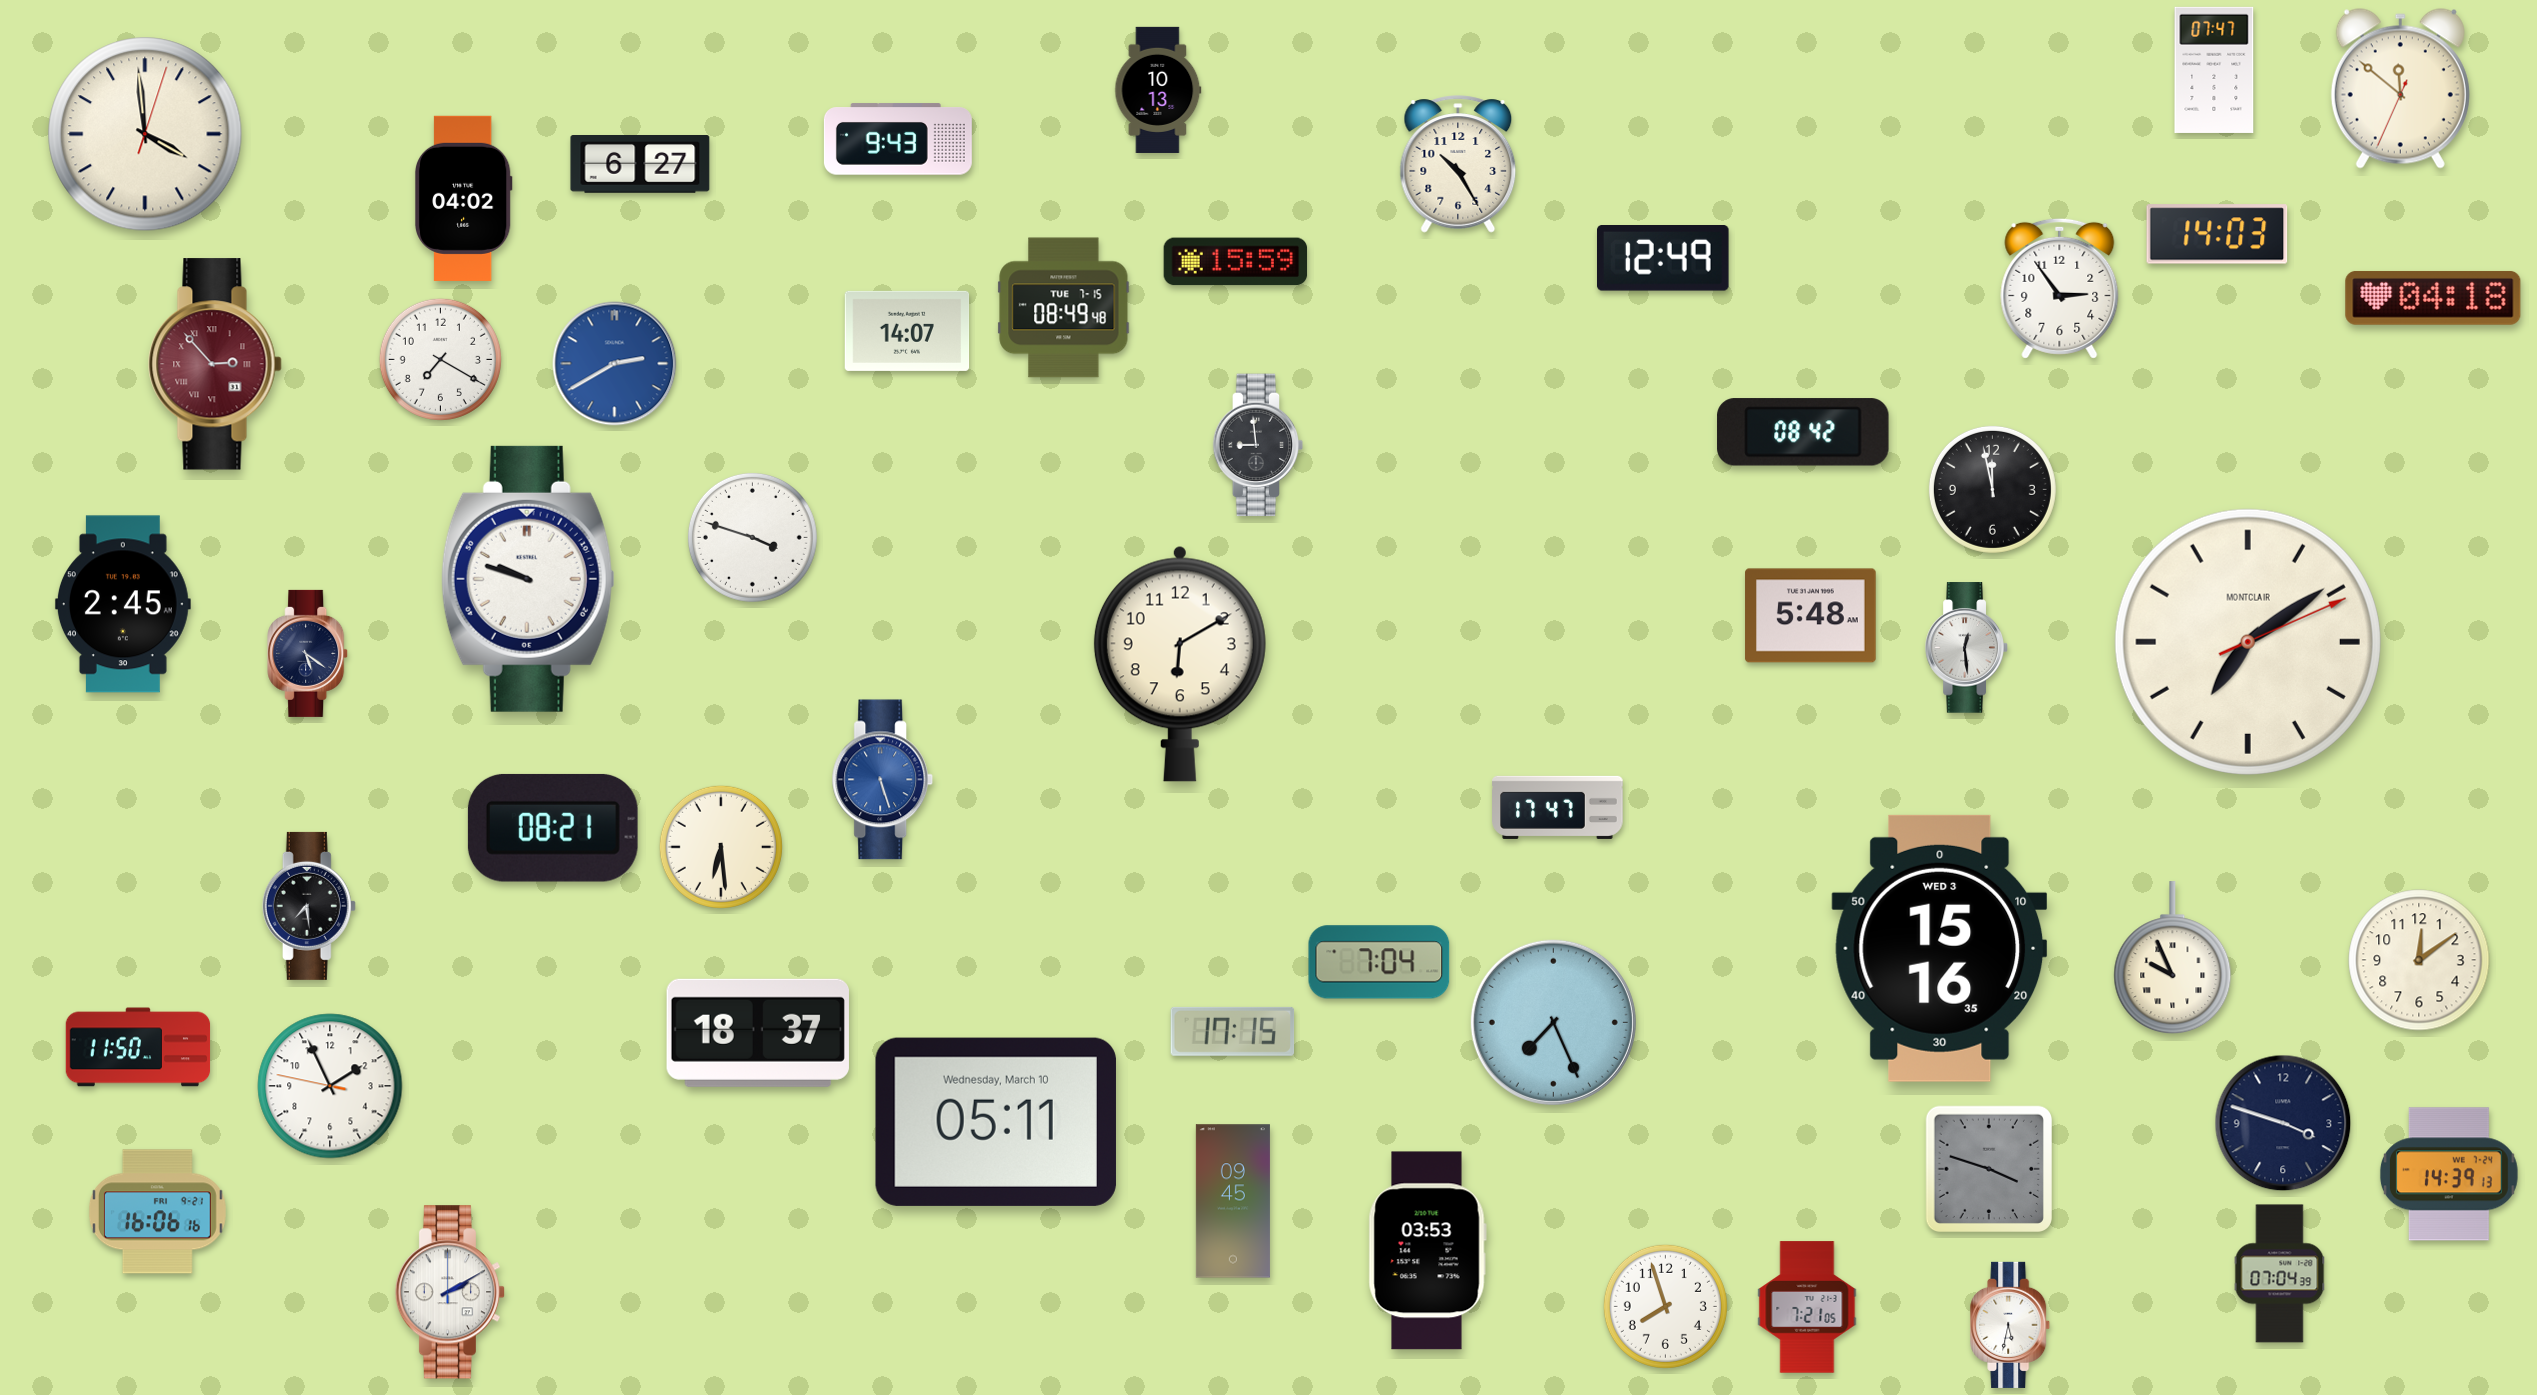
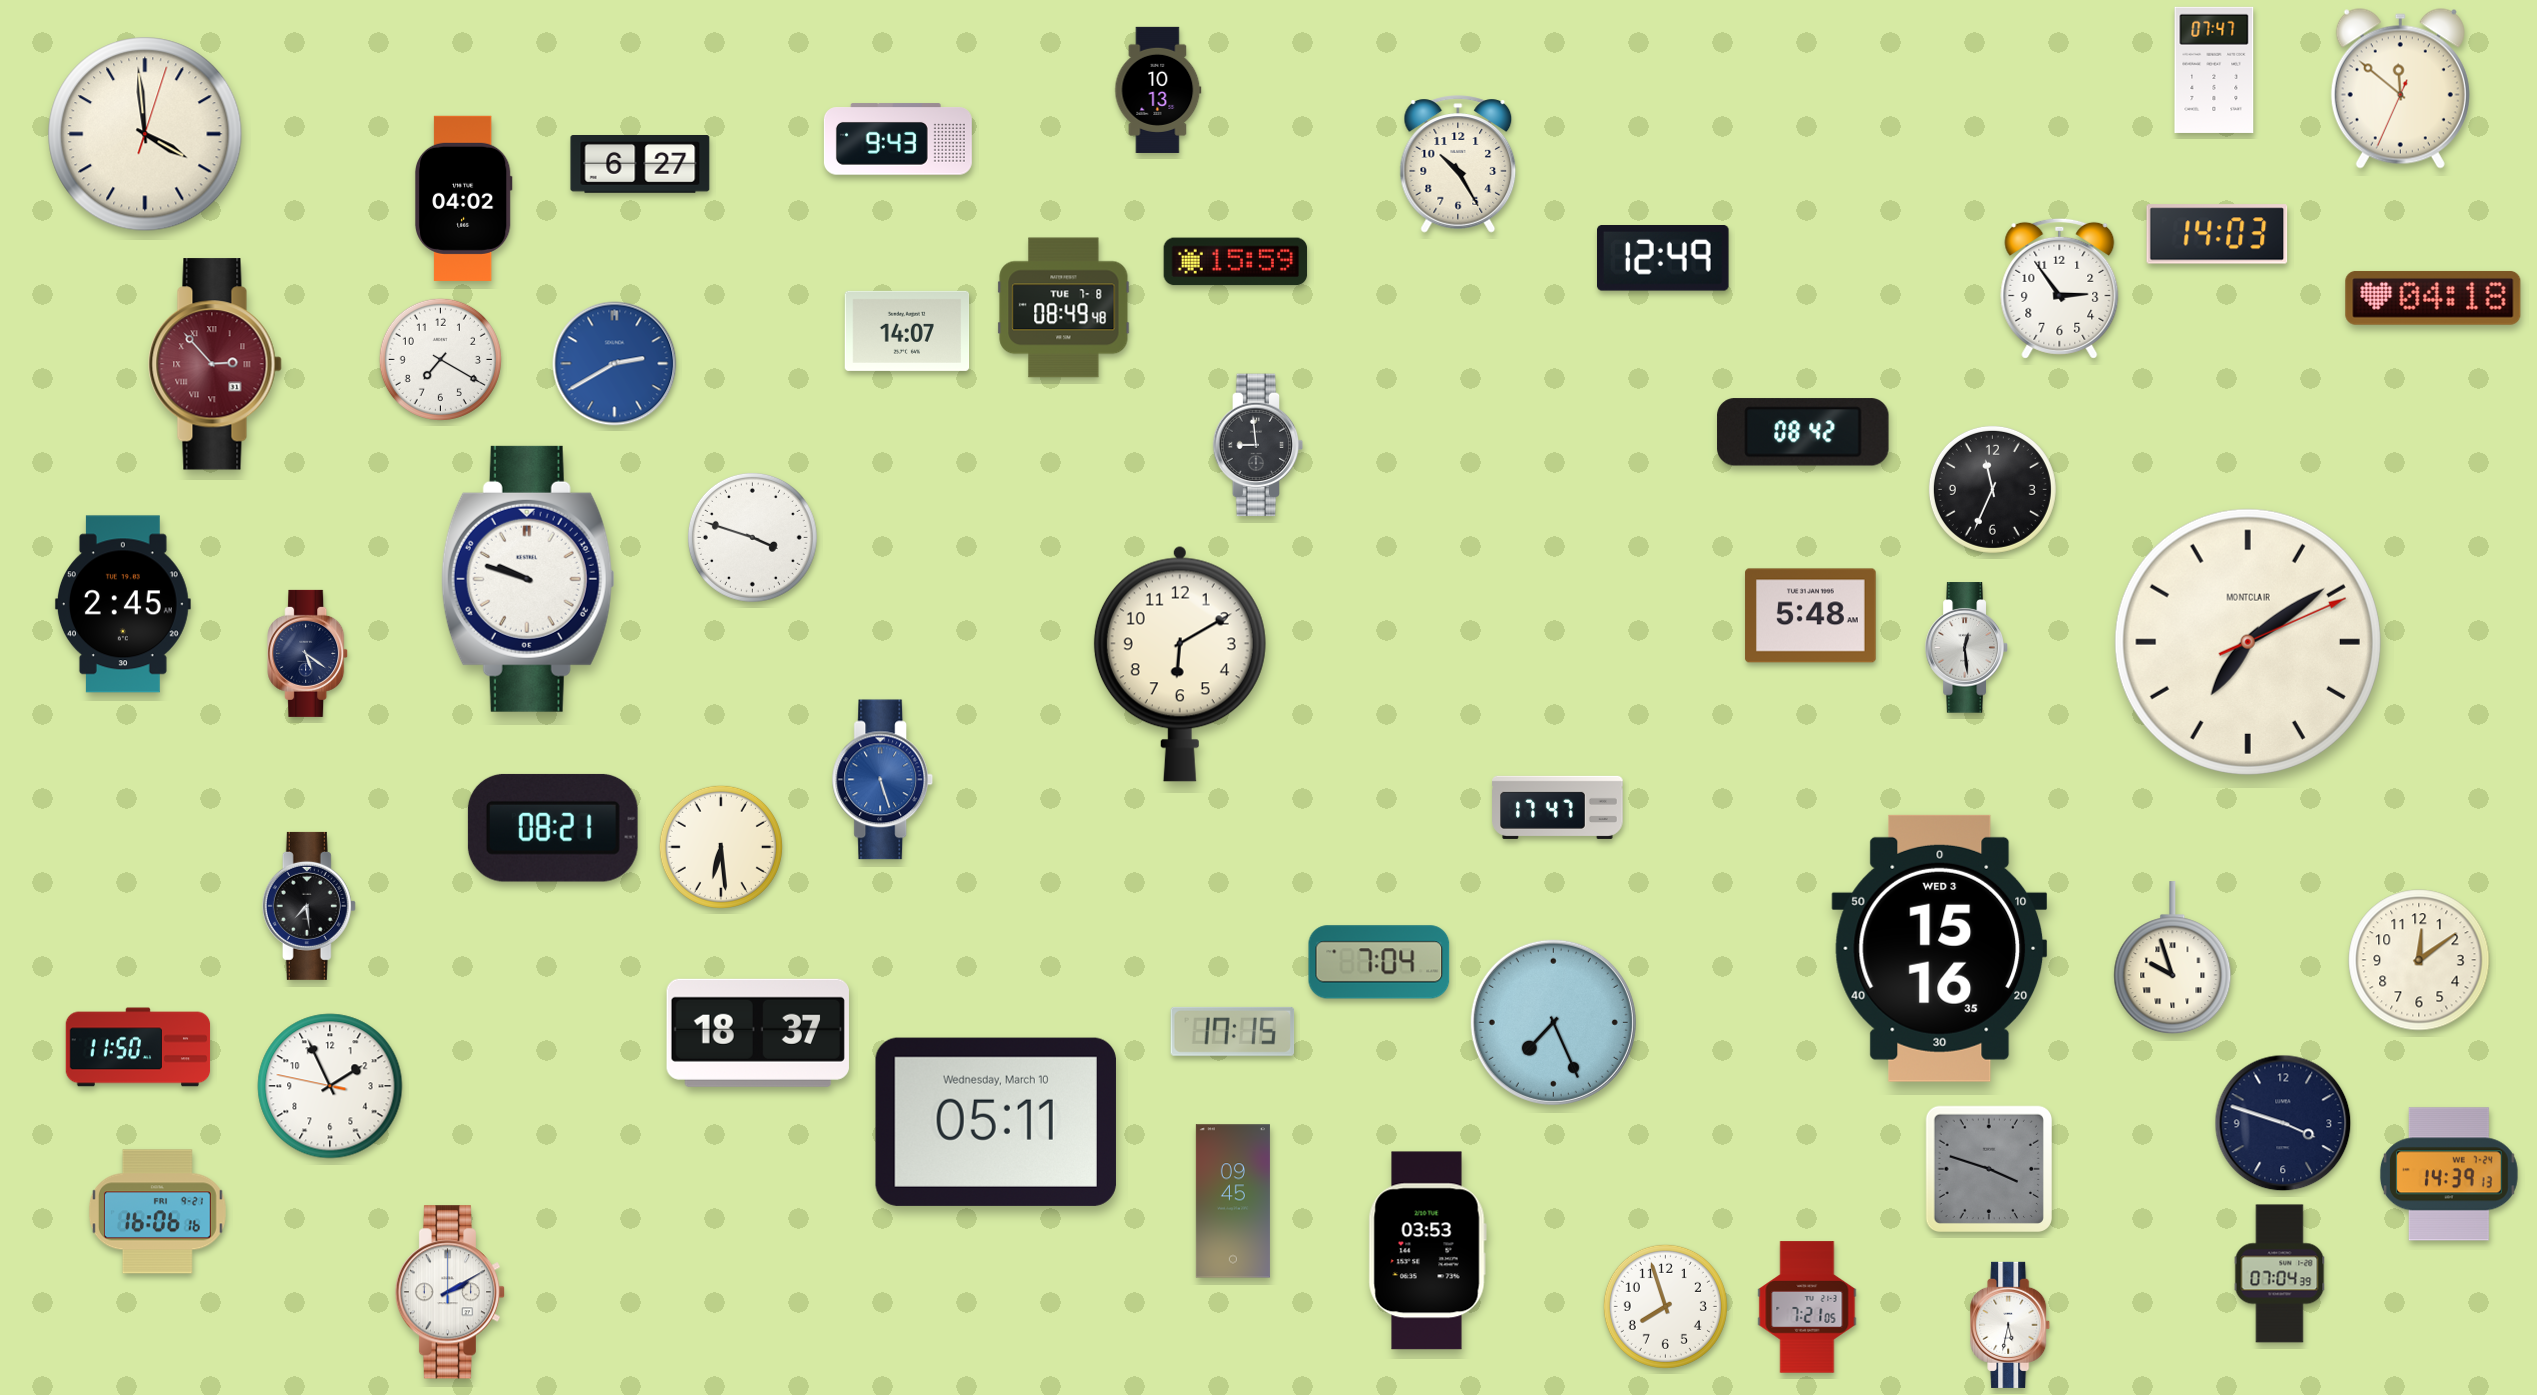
clock at (1064, 308) date: TUE 7-15 -> TUE 7-8
clock at (1992, 489): 11:58 -> 11:34
clock at (2173, 958): 9:56 -> 9:57
